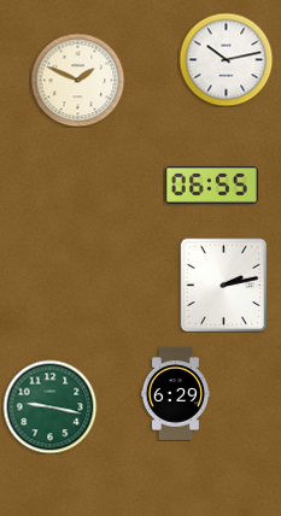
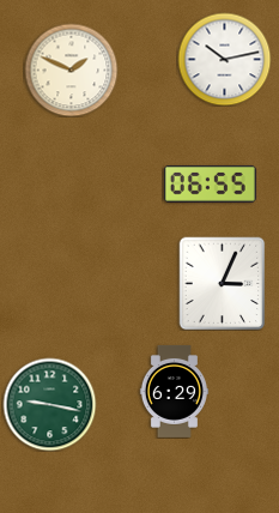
clock at (77, 80) position: (77, 80) -> (71, 70)
clock at (224, 285): 2:13 -> 3:04
